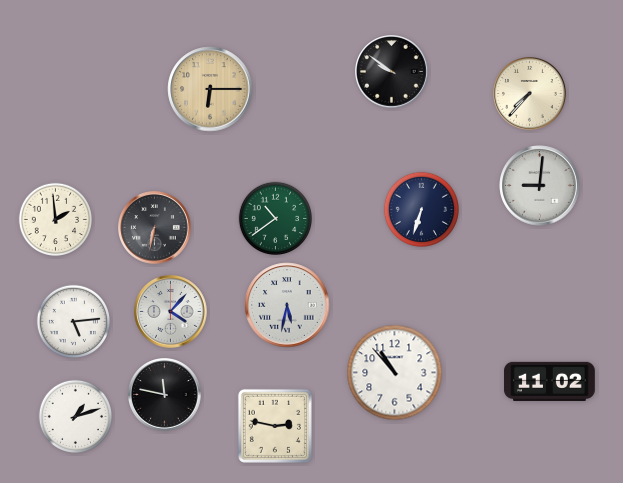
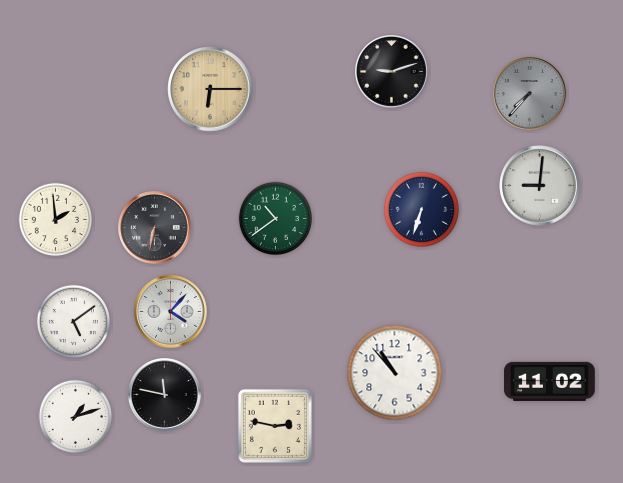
clock at (392, 72): 9:51 -> 9:12
clock at (530, 94) dial: cream -> grey
clock at (287, 305): 5:32 -> none
clock at (73, 321): 5:14 -> 5:09
